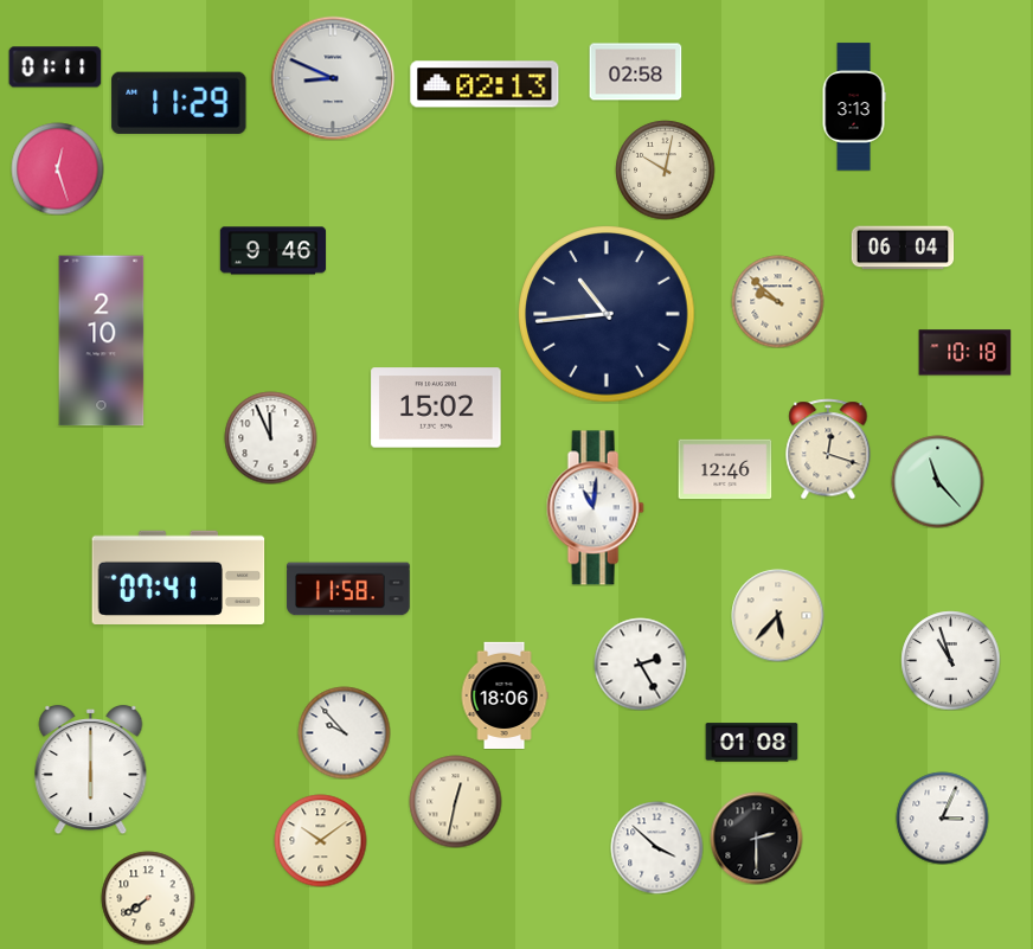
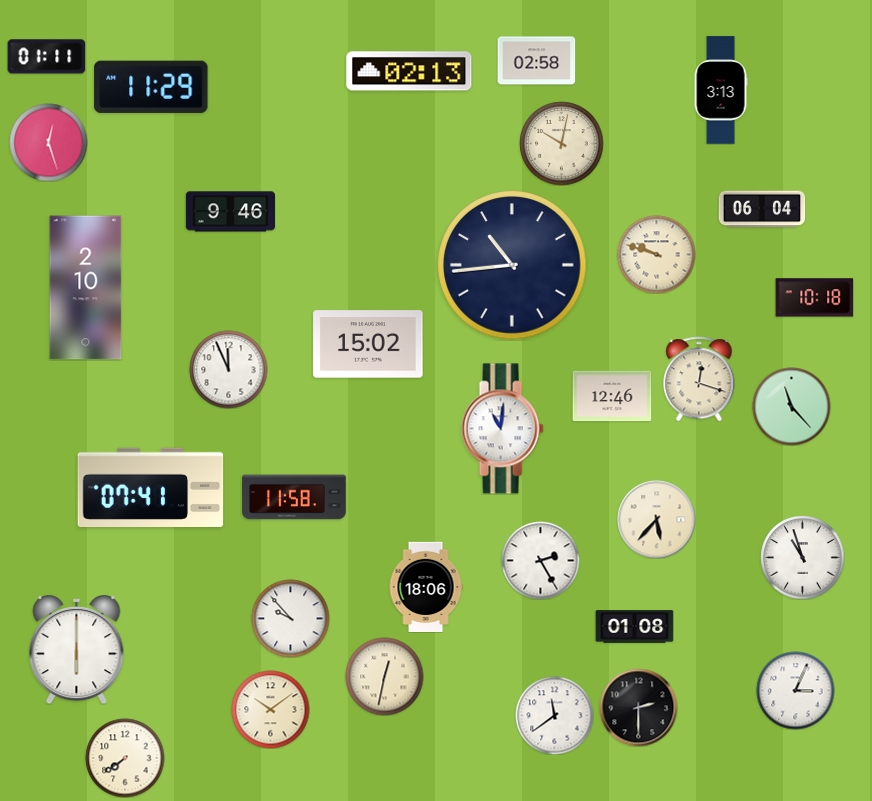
clock at (333, 78): 8:49 -> none
clock at (777, 301): 9:52 -> 9:48
clock at (656, 847): 3:52 -> 11:39
